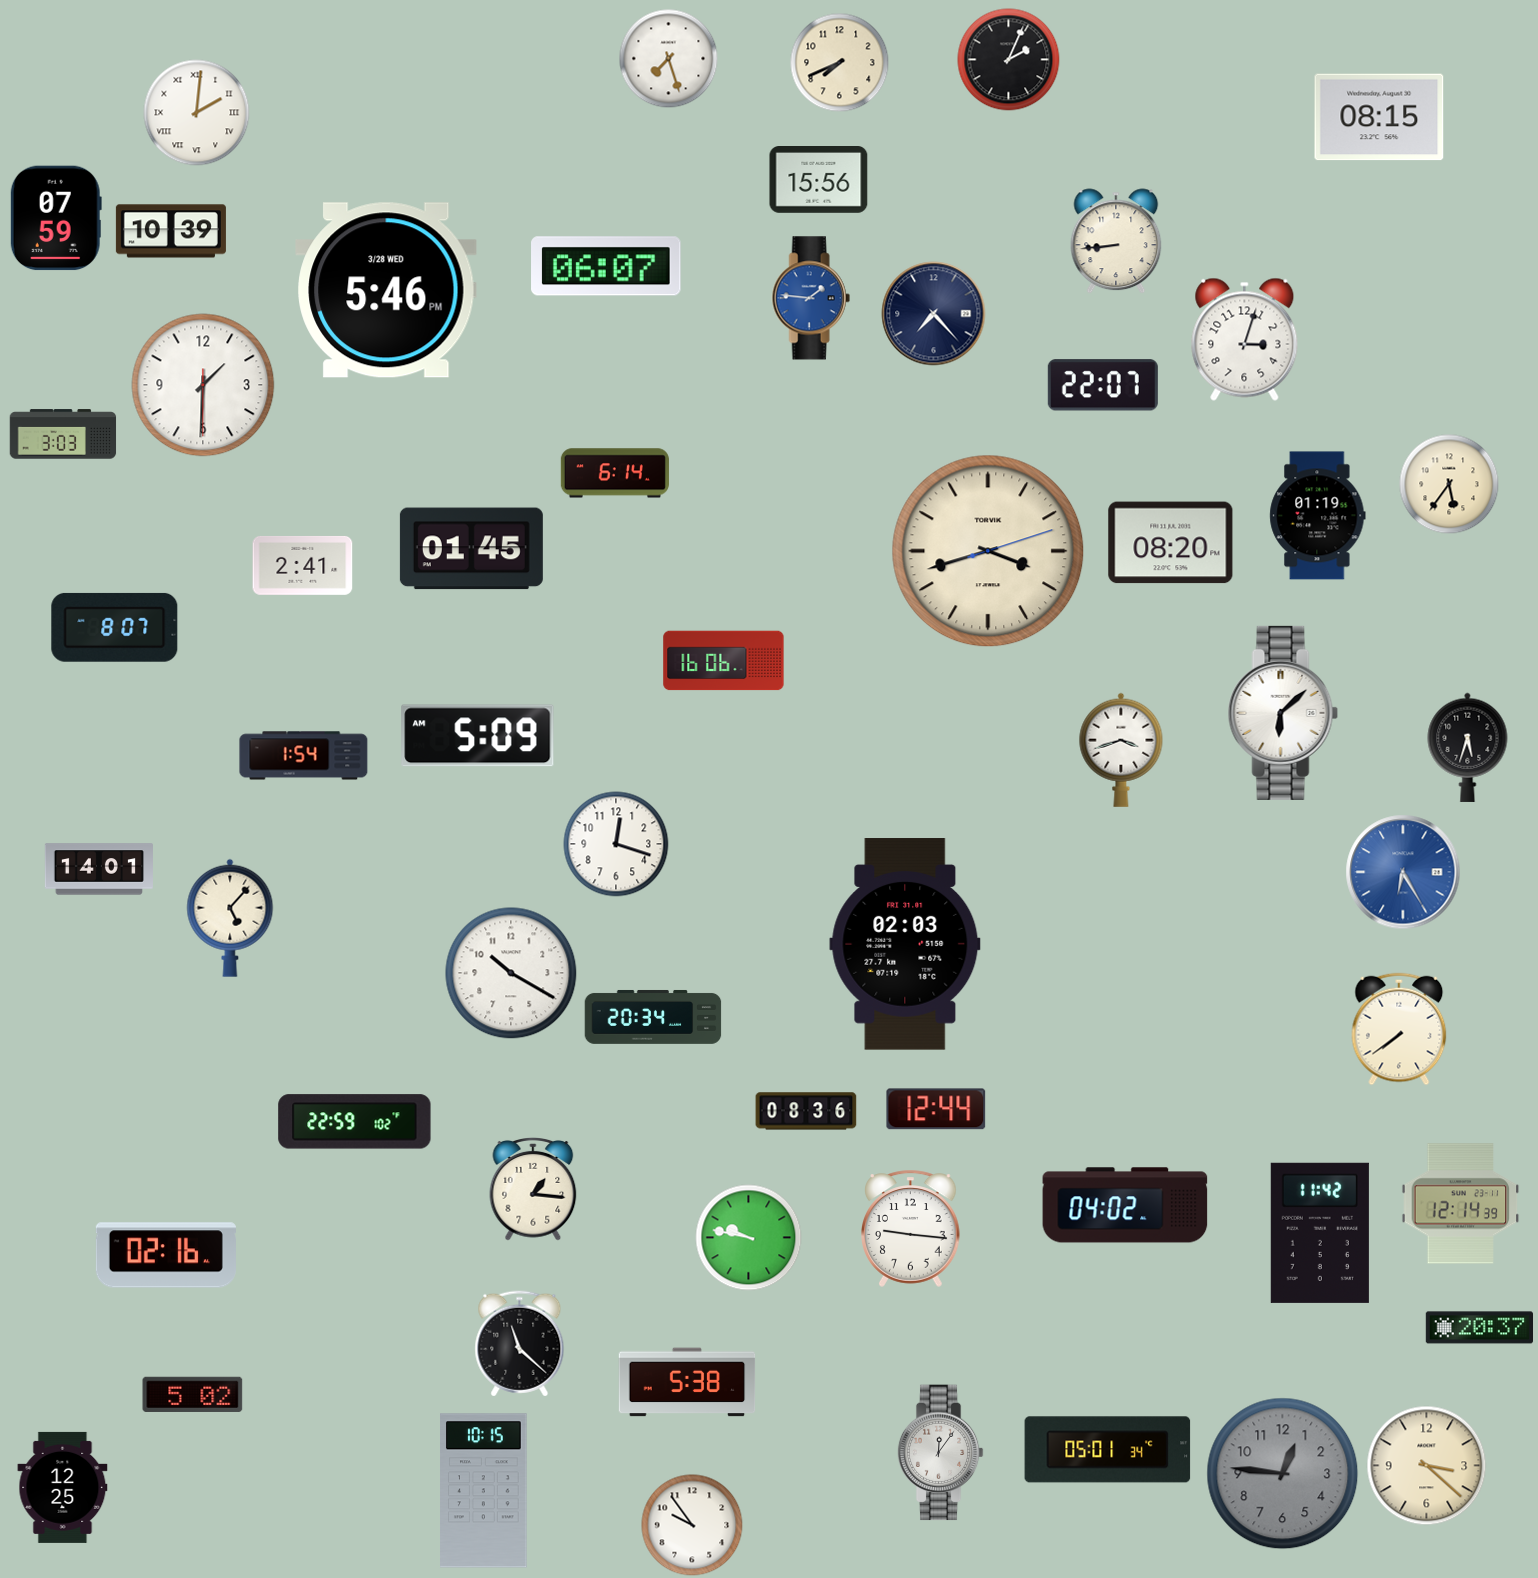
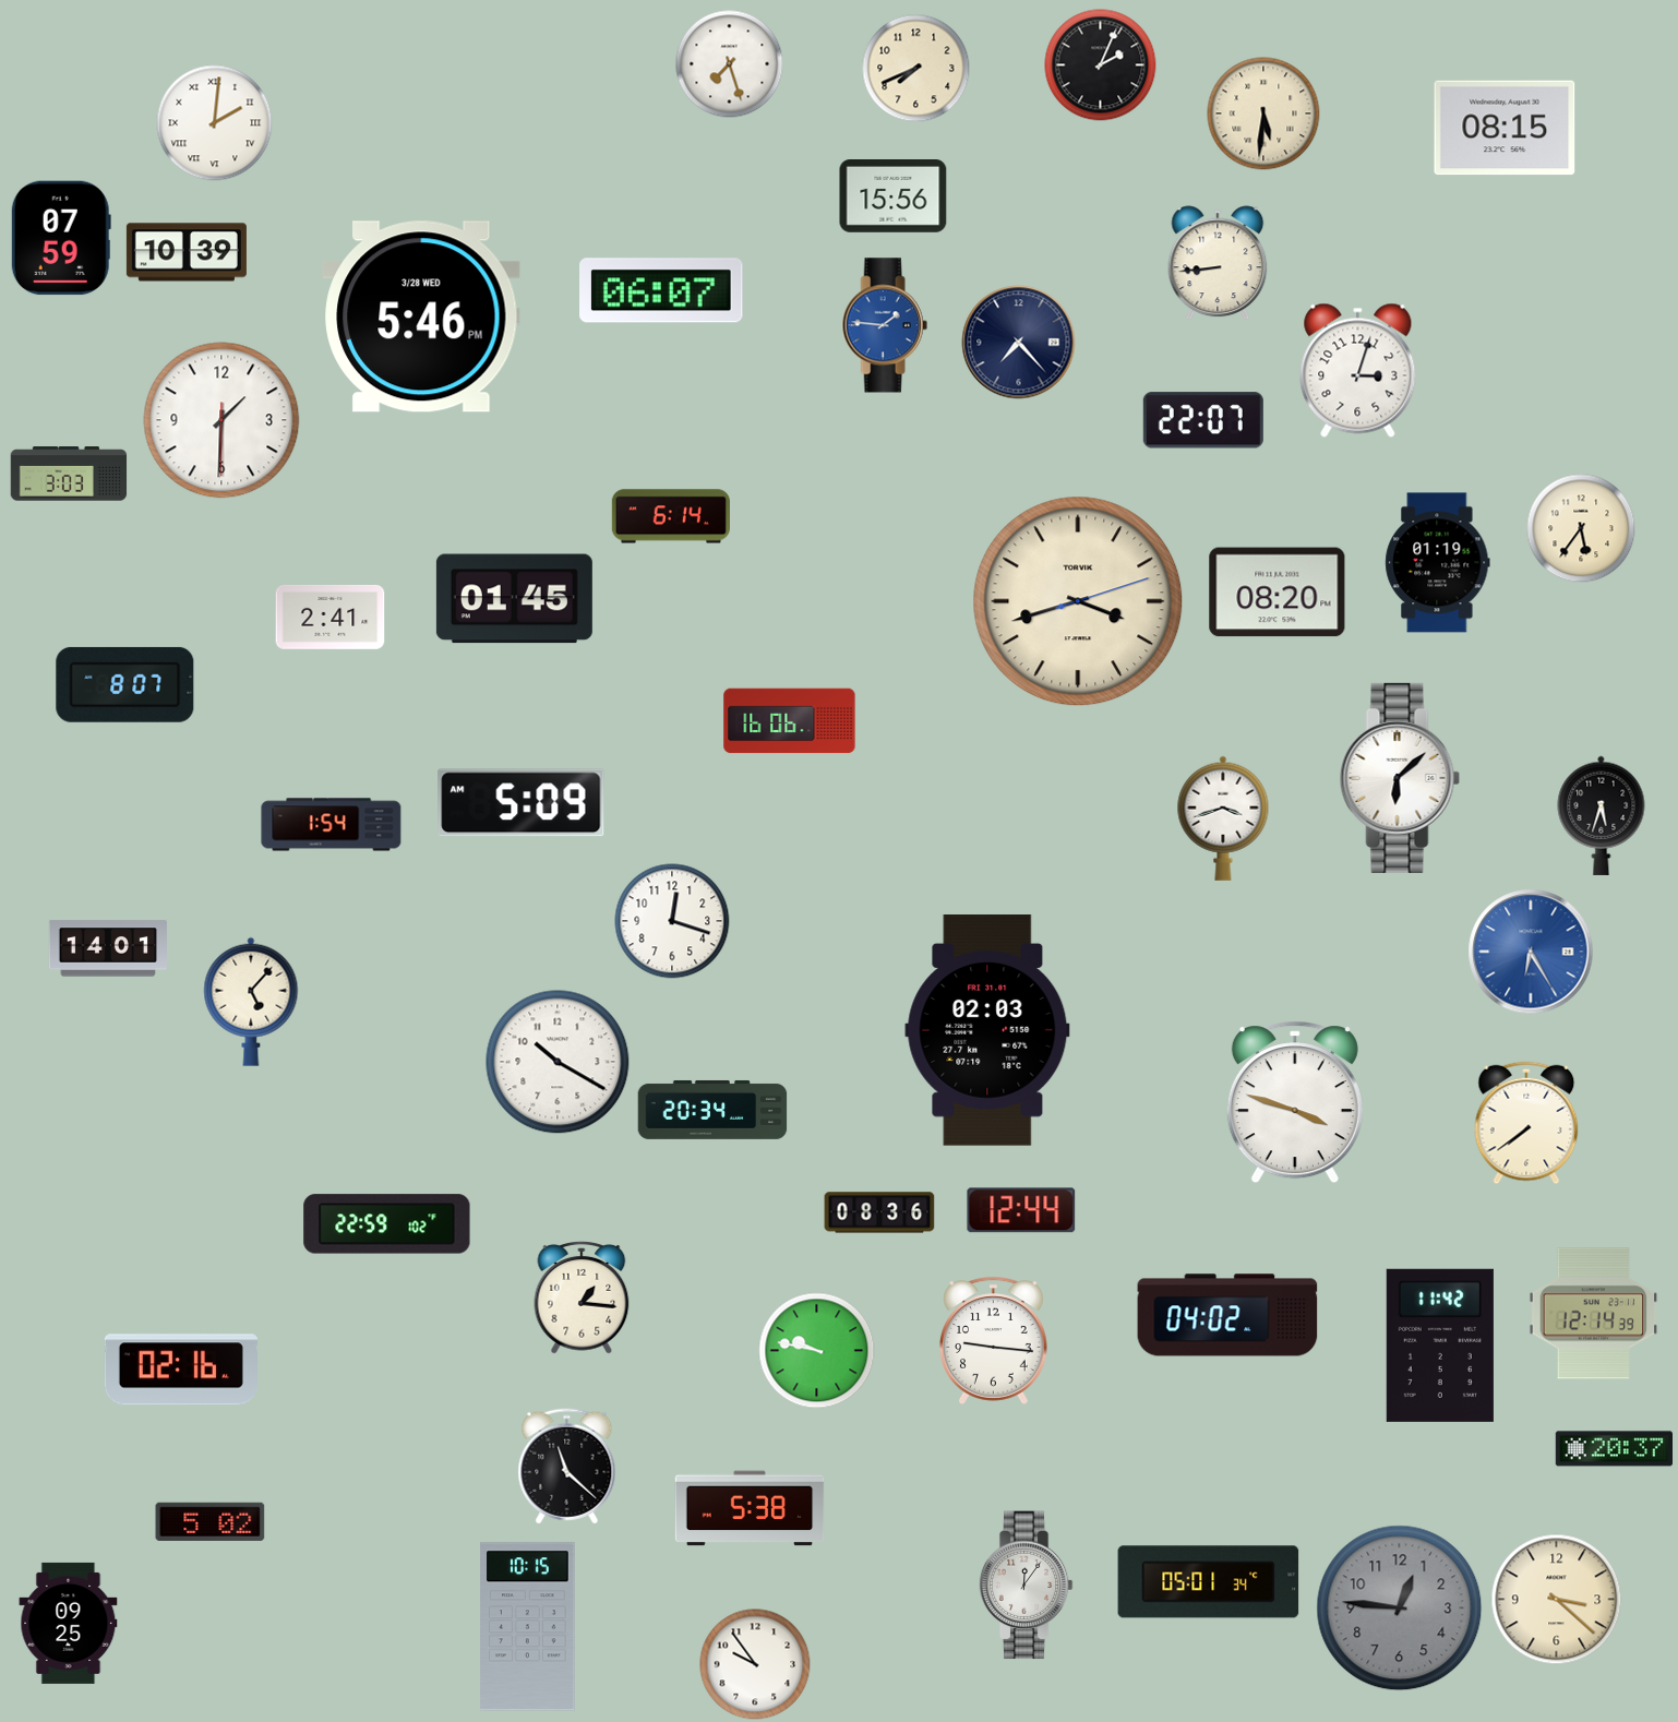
clock at (1263, 113): none -> 5:31
clock at (1295, 1102): none -> 3:48
clock at (63, 1487): 12:25 -> 09:25
